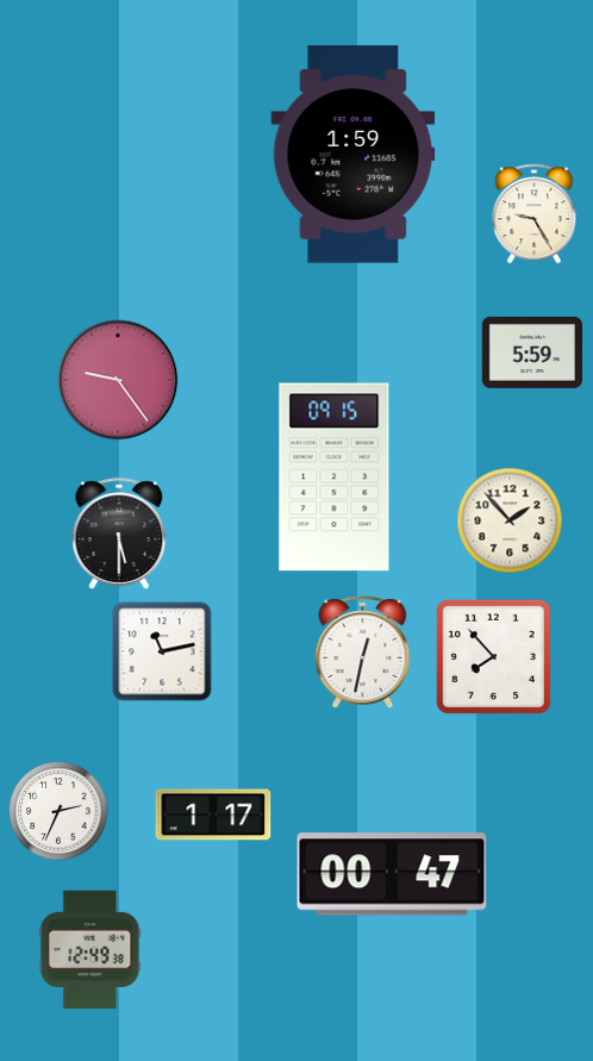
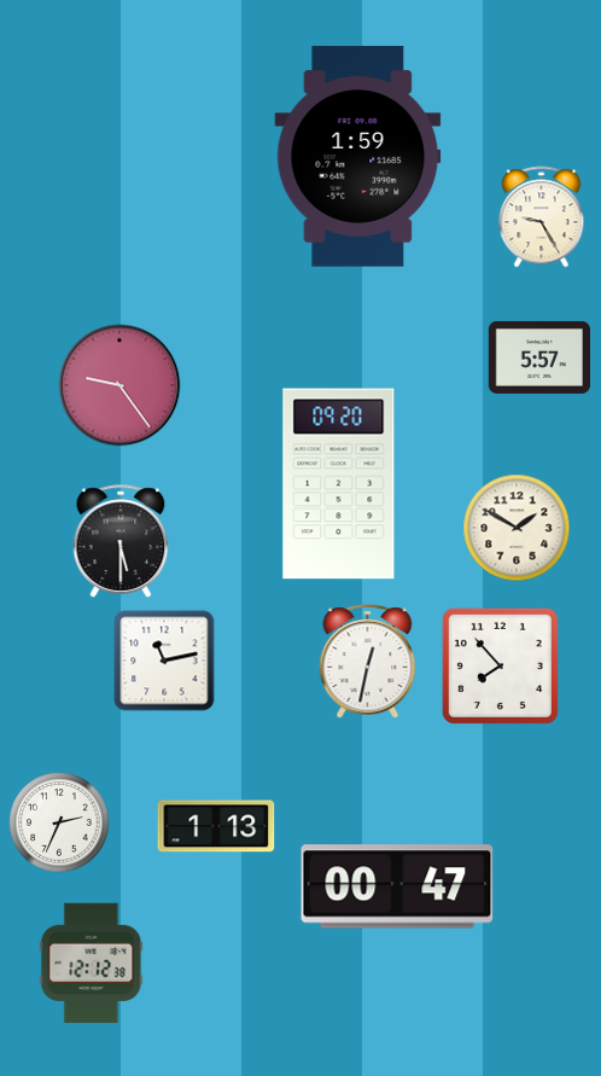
clock at (531, 352): 5:59 -> 5:57
clock at (335, 478): 09:15 -> 09:20
clock at (510, 520): 1:53 -> 1:50
clock at (213, 815): 1:17 -> 1:13
clock at (90, 950): 12:49 -> 12:12
